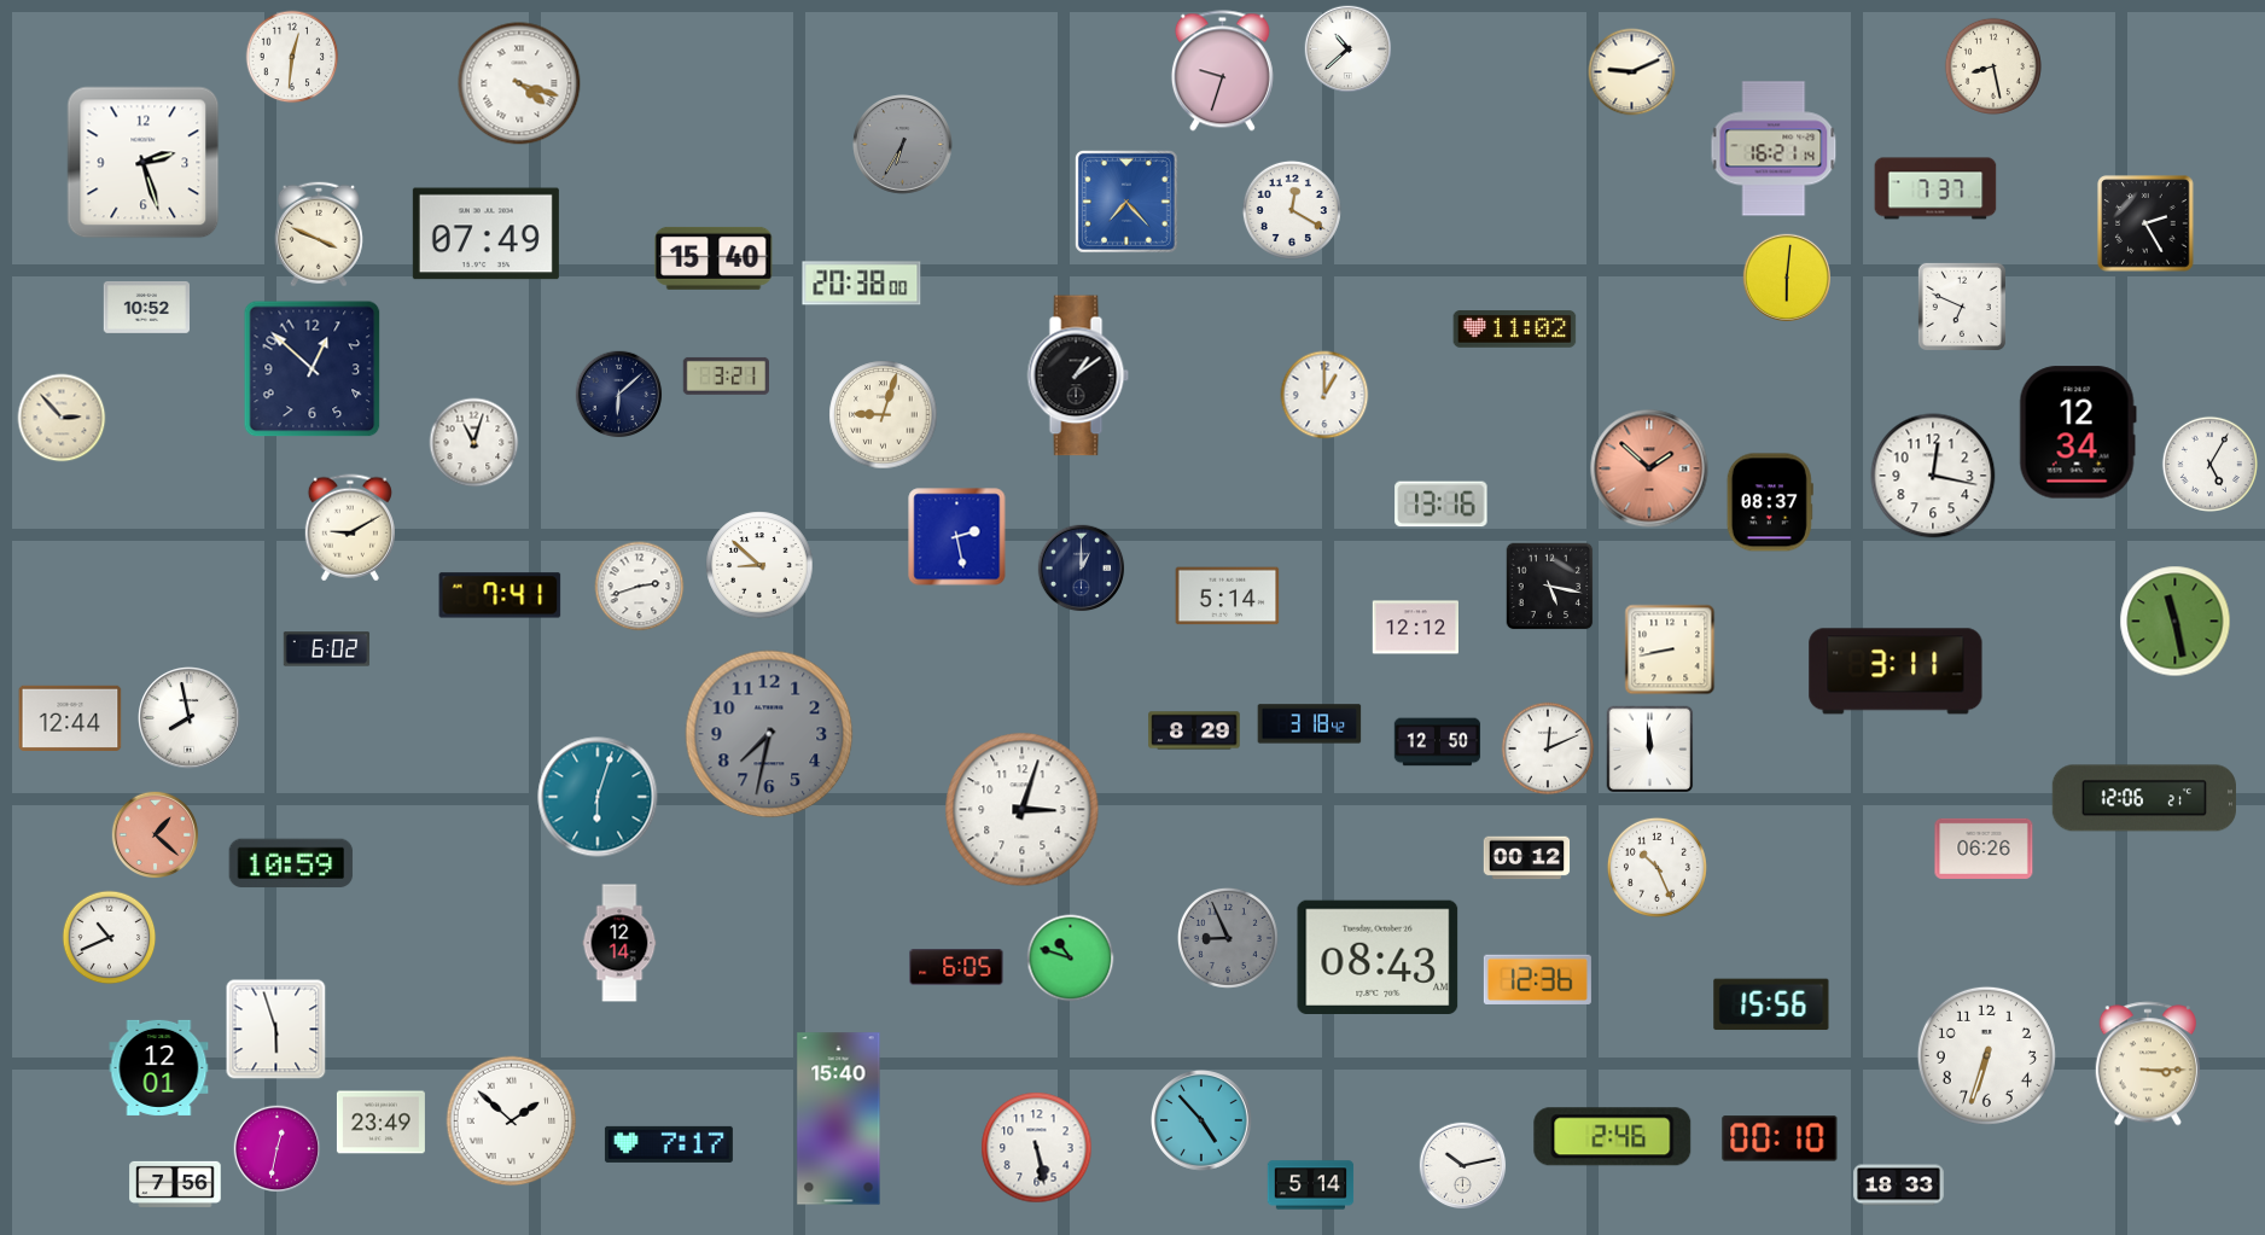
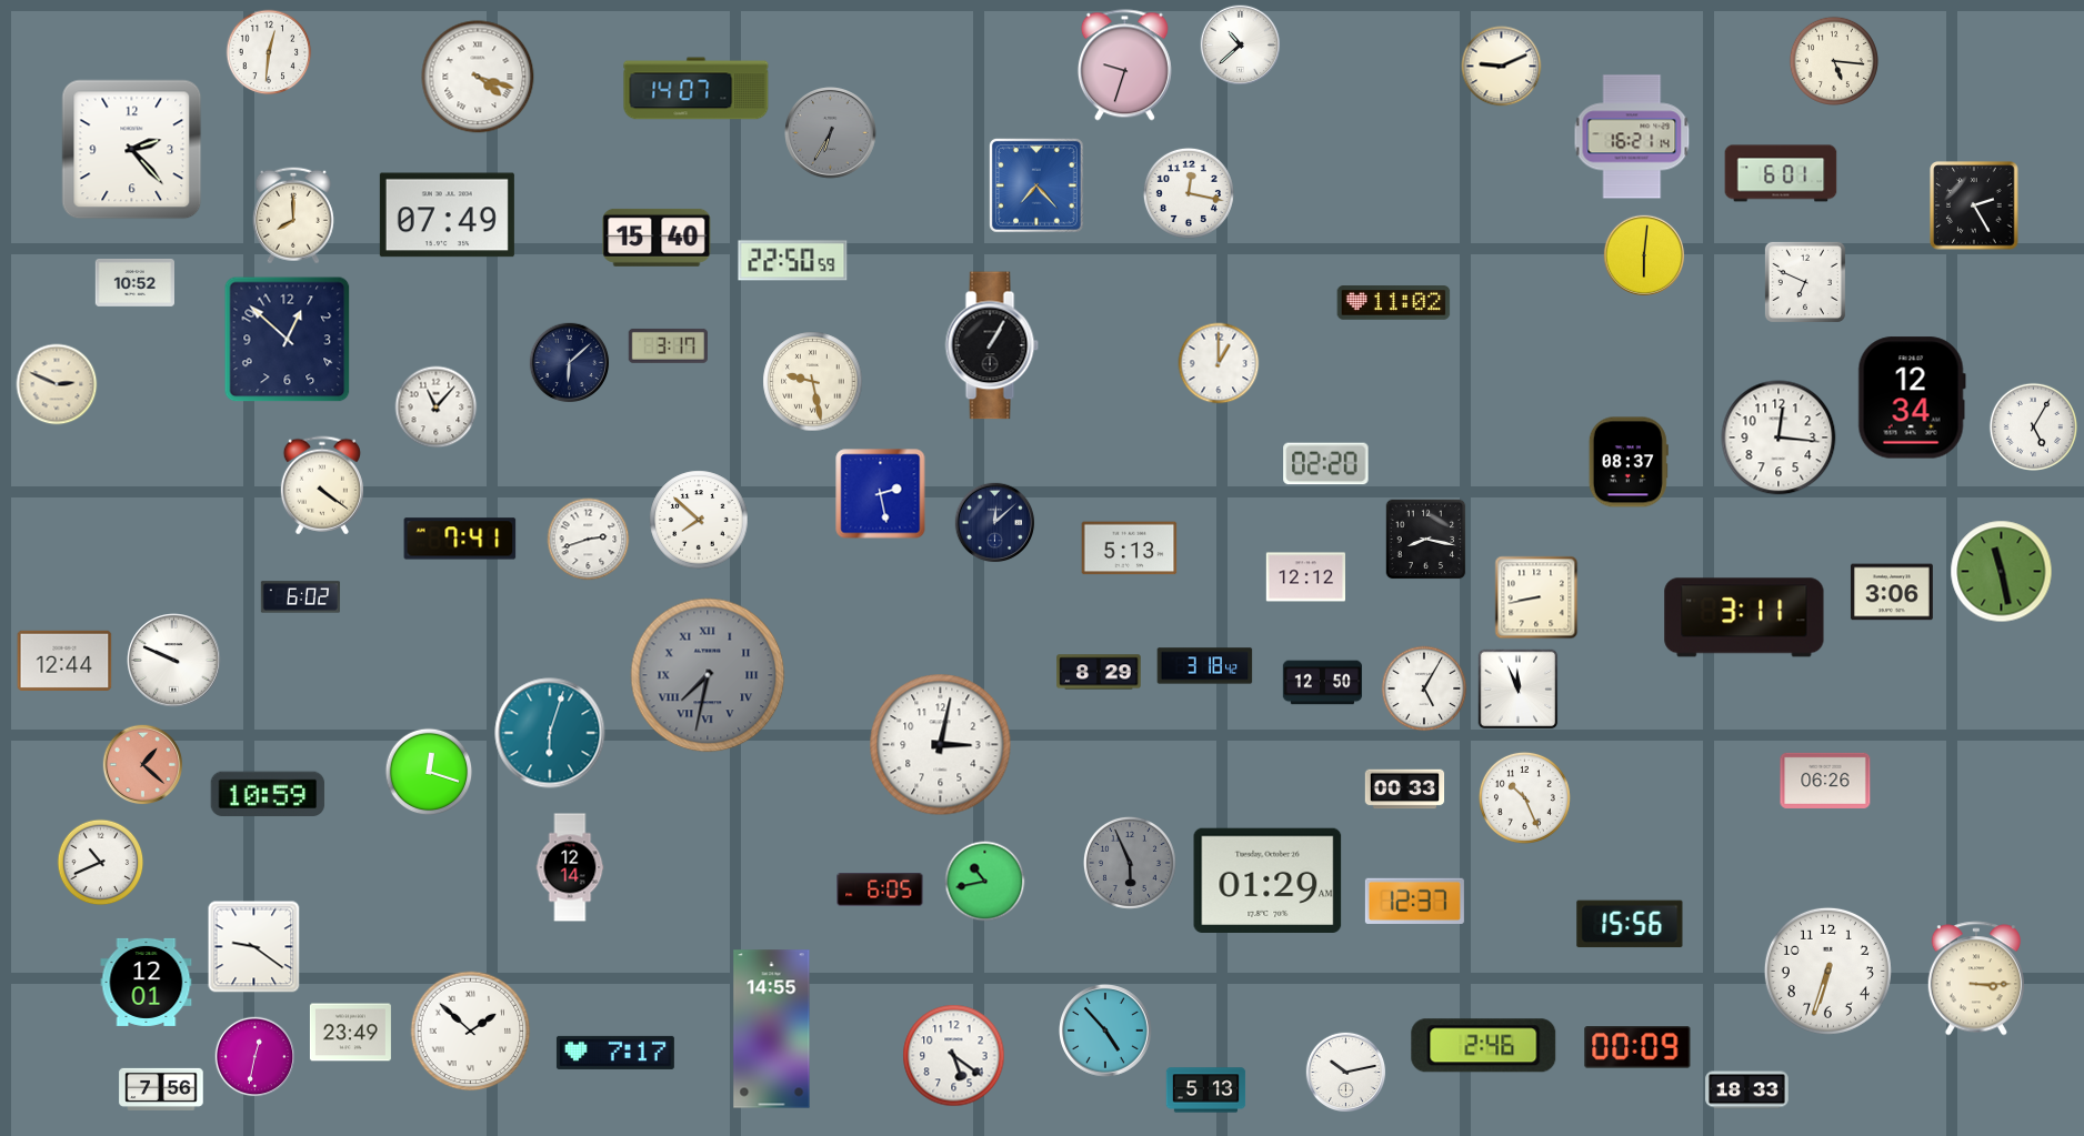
clock at (1993, 66): 8:28 -> 5:16
clock at (697, 89): none -> 14:07
clock at (144, 163): 2:27 -> 2:23
clock at (1935, 188): 7:37 -> 6:01
clock at (1292, 210): 12:20 -> 12:17
clock at (319, 234): 3:49 -> 8:00
clock at (862, 284): 20:38 -> 22:50
clock at (726, 375): 3:21 -> 3:17
clock at (1078, 375): 1:09 -> 1:05
clock at (884, 415): 9:03 -> 9:28
clock at (62, 418): 2:53 -> 2:49
clock at (474, 443): 11:03 -> 11:07
clock at (1649, 468): 1:52 -> none
clock at (1933, 476): 12:17 -> 12:16
clock at (1442, 505): 13:16 -> 02:20
clock at (350, 528): 9:10 -> 4:21
clock at (759, 565): 8:52 -> 7:52
clock at (1082, 569): 1:00 -> 12:08
clock at (1550, 587): 5:17 -> 8:17
clock at (500, 595) position: (500, 595) -> (460, 539)
clock at (1228, 596): 5:14 -> 5:13
clock at (1415, 628) position: (1415, 628) -> (1305, 577)
clock at (1892, 592): none -> 3:06
clock at (190, 718): 7:58 -> 9:49
clock at (769, 734) numerals: Arabic -> Roman
clock at (1548, 748): 12:11 -> 5:05
clock at (1650, 750): 11:59 -> 11:56
clock at (2144, 798): 12:06 -> none
clock at (1023, 810): 3:03 -> 3:02
clock at (156, 835) position: (156, 835) -> (143, 765)
clock at (429, 772): none -> 12:18
clock at (1527, 858): 00:12 -> 00:33
clock at (1228, 938): 8:56 -> 5:56
clock at (1378, 956): 08:43 -> 01:29
clock at (1071, 959): 10:48 -> 10:43
clock at (1537, 979): 12:36 -> 12:37
clock at (276, 1030): 5:57 -> 9:21
clock at (839, 1119): 15:40 -> 14:55
clock at (1780, 1138): 00:10 -> 00:09
clock at (1037, 1148): 5:28 -> 5:21
clock at (1311, 1186): 5:14 -> 5:13
